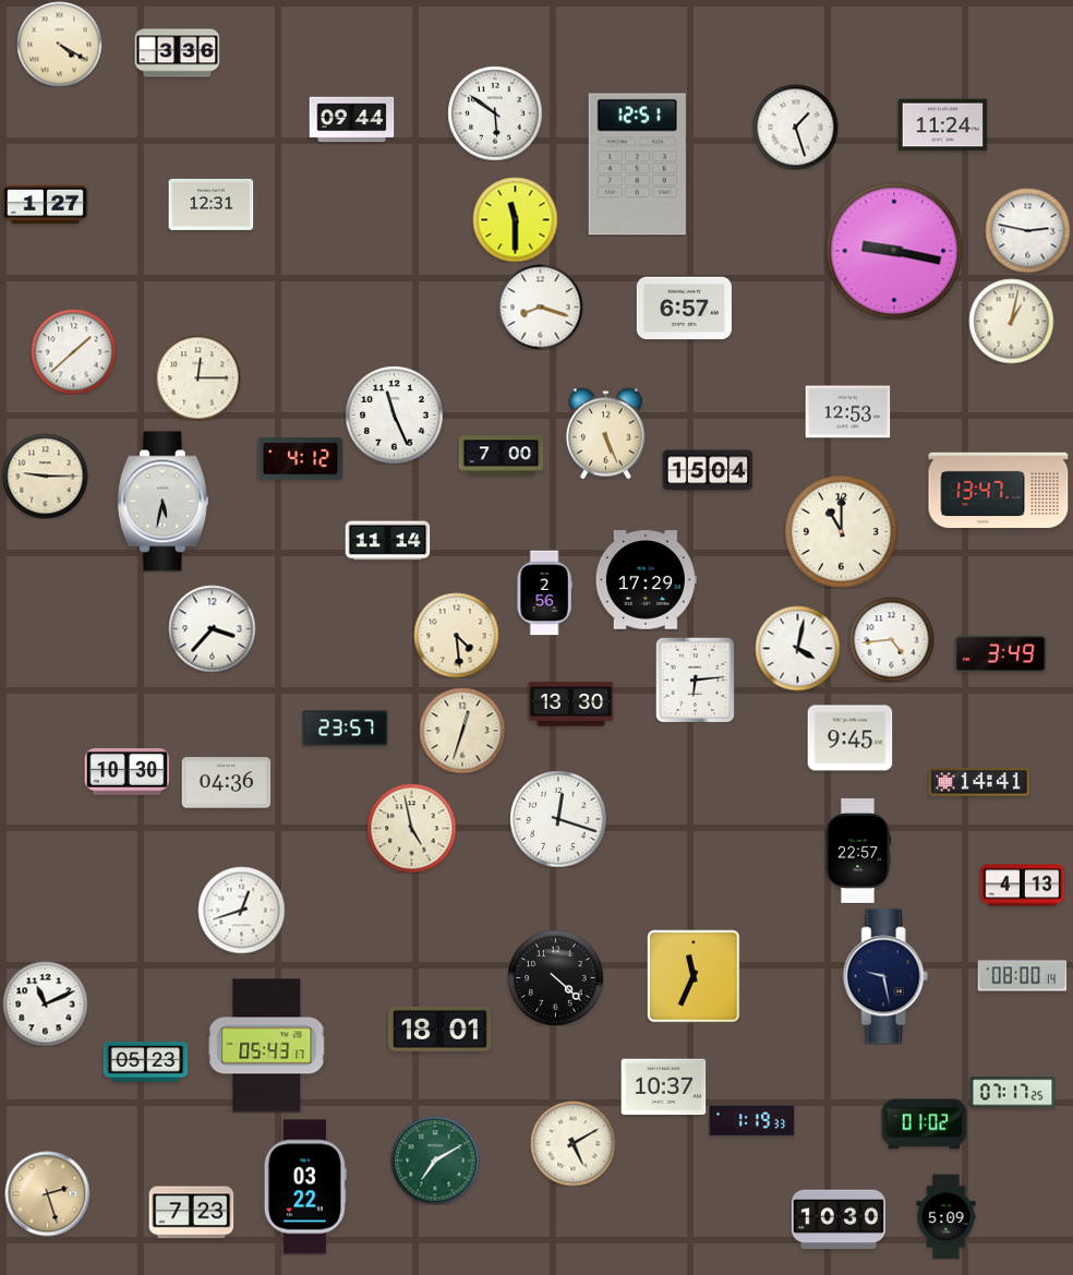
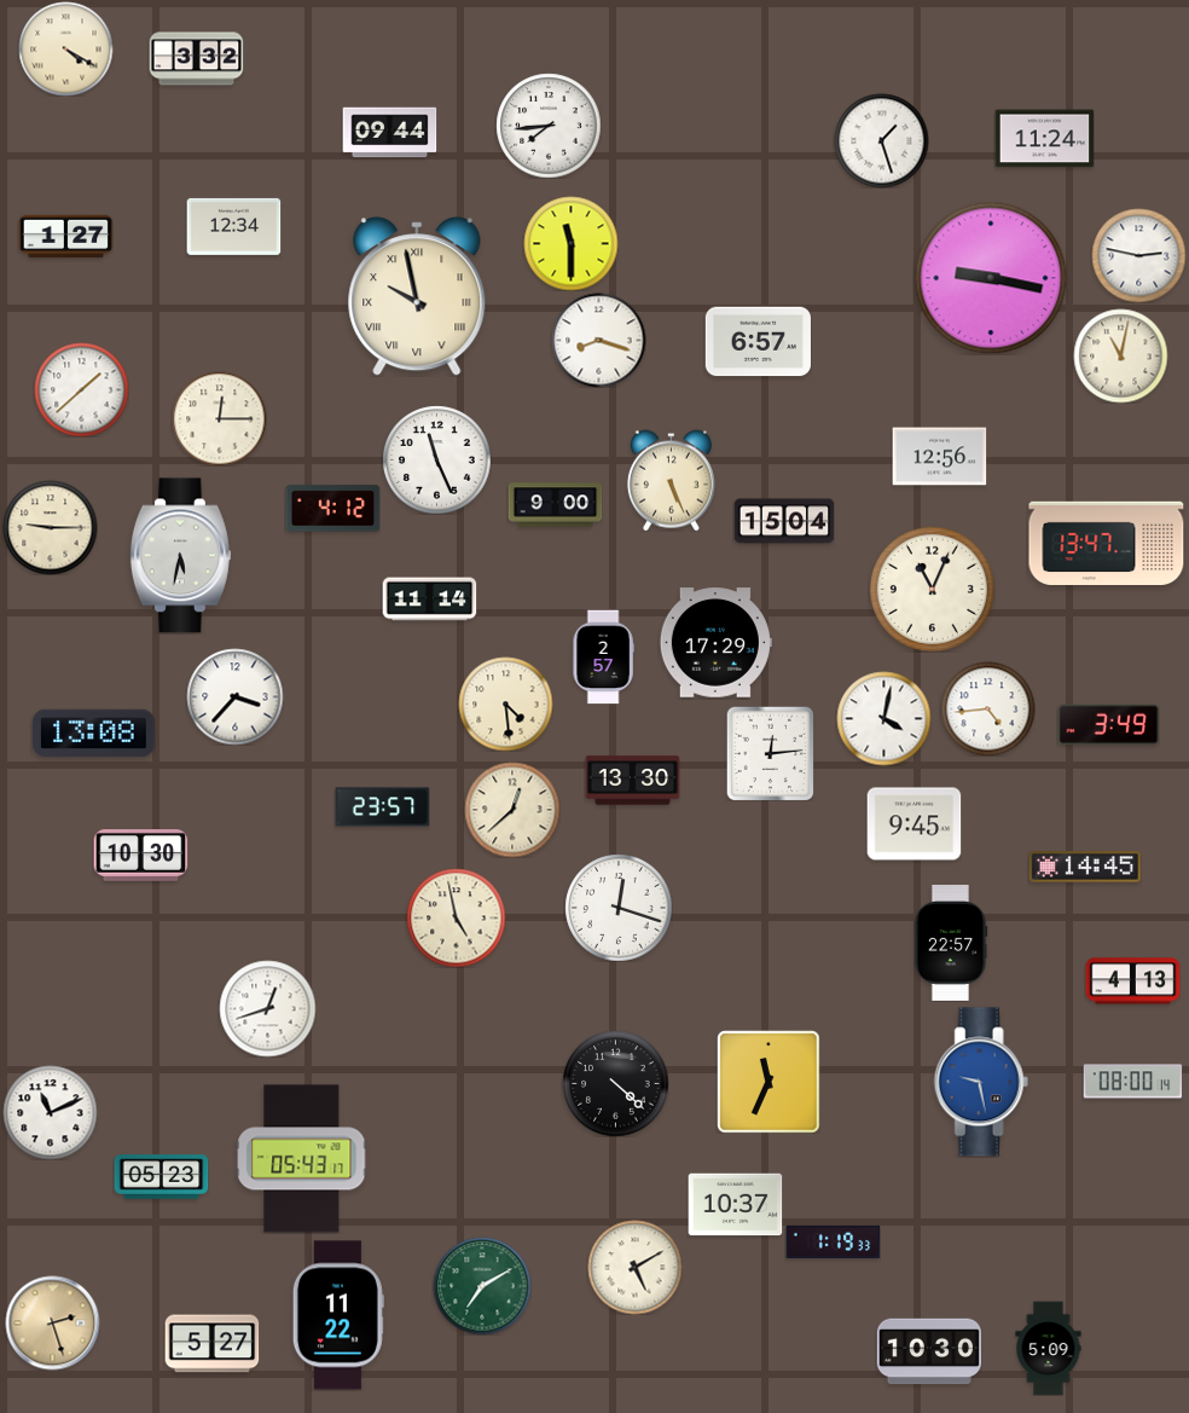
clock at (177, 53): 3:36 -> 3:32
clock at (495, 113): 5:51 -> 7:44
clock at (637, 165): 12:51 -> none
clock at (210, 204): 12:31 -> 12:34
clock at (45, 205) position: (45, 205) -> (65, 237)
clock at (417, 296): none -> 9:58
clock at (1011, 321): 1:02 -> 11:02
clock at (847, 412): 12:53 -> 12:56
clock at (501, 456): 7:00 -> 9:00
clock at (841, 531): 11:00 -> 11:04
clock at (544, 592): 2:56 -> 2:57
clock at (94, 732): none -> 13:08
clock at (696, 679): 6:14 -> 12:14
clock at (462, 731): 12:33 -> 12:38
clock at (849, 738) position: (849, 738) -> (913, 824)
clock at (979, 782): 14:41 -> 14:45
clock at (226, 783): 04:36 -> none
clock at (885, 976) dial: navy -> blue
clock at (439, 1029): 18:01 -> none
clock at (267, 1046) position: (267, 1046) -> (302, 1159)
clock at (1012, 1093): 07:17 -> none
clock at (924, 1124): 01:02 -> none
clock at (305, 1187): 03:22 -> 11:22
clock at (191, 1213): 7:23 -> 5:27
